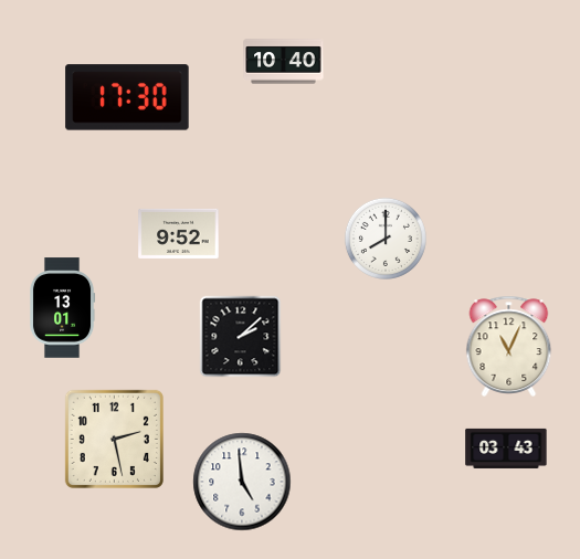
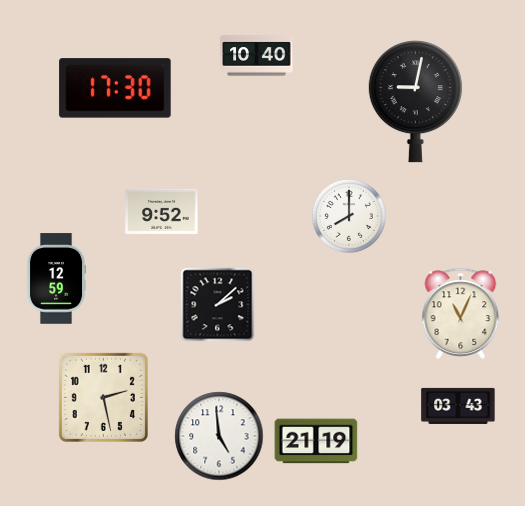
clock at (415, 102): none -> 9:02
clock at (62, 308): 13:01 -> 12:59
clock at (316, 441): none -> 21:19
